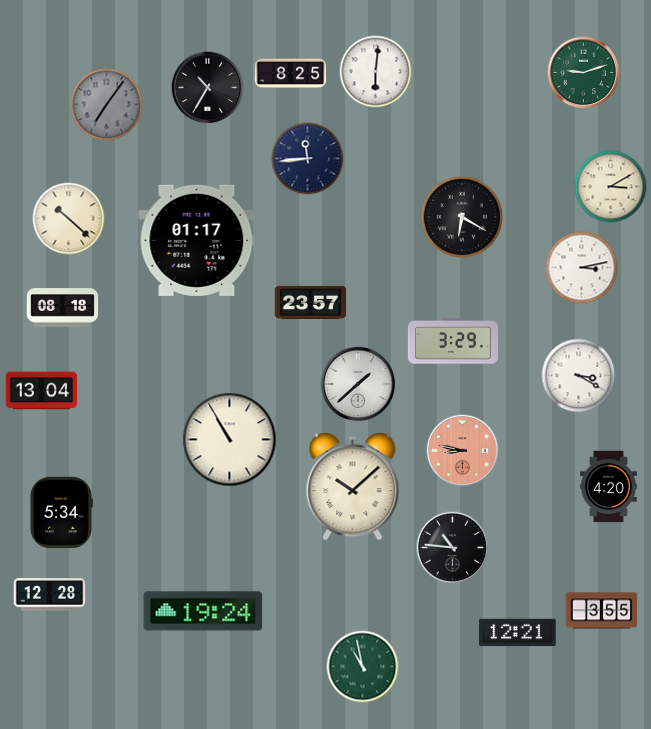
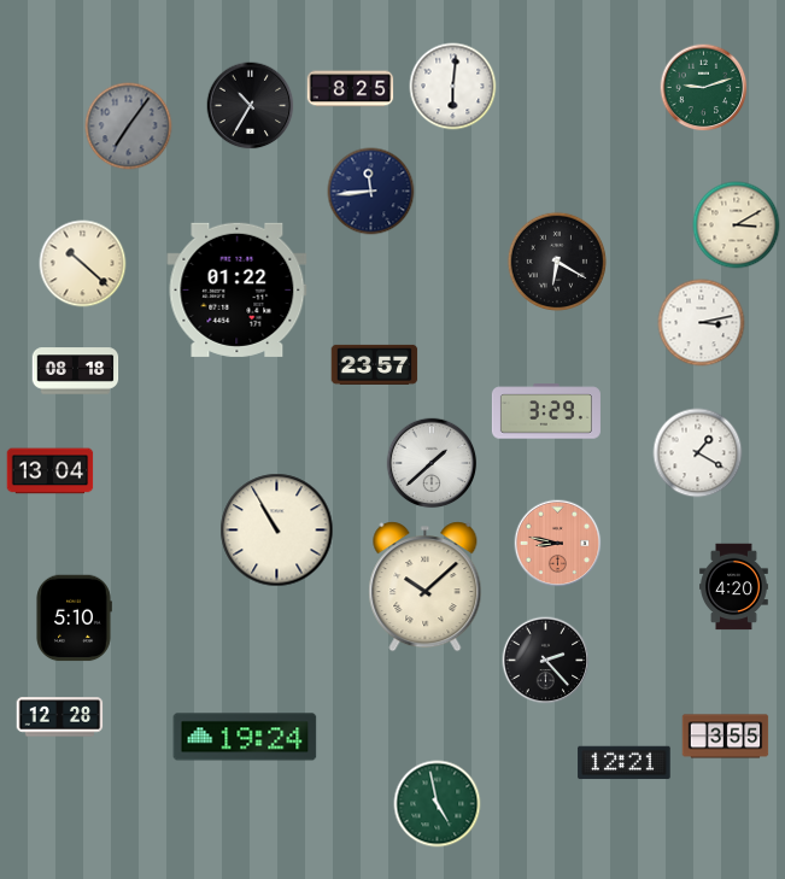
clock at (197, 240): 01:17 -> 01:22
clock at (579, 376): 3:20 -> 1:20
clock at (61, 513): 5:34 -> 5:10
clock at (453, 548): 10:46 -> 2:23
clock at (363, 667): 10:58 -> 4:58
